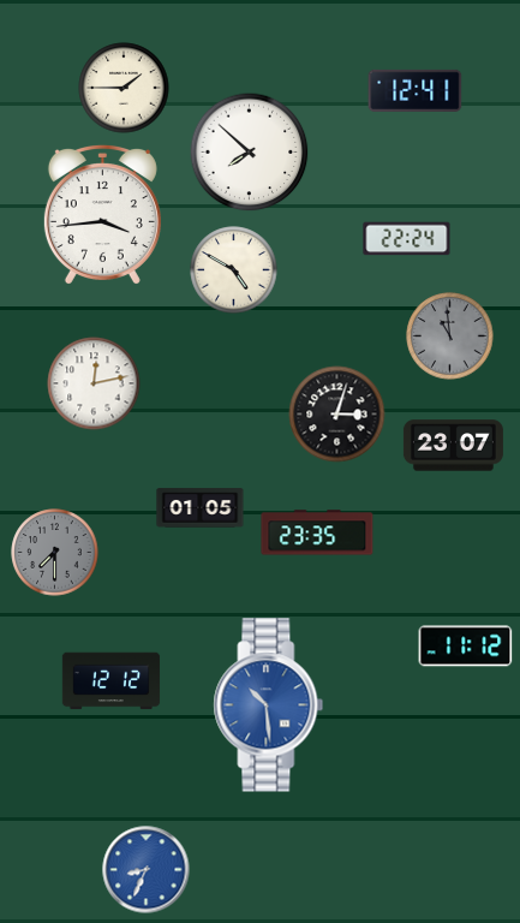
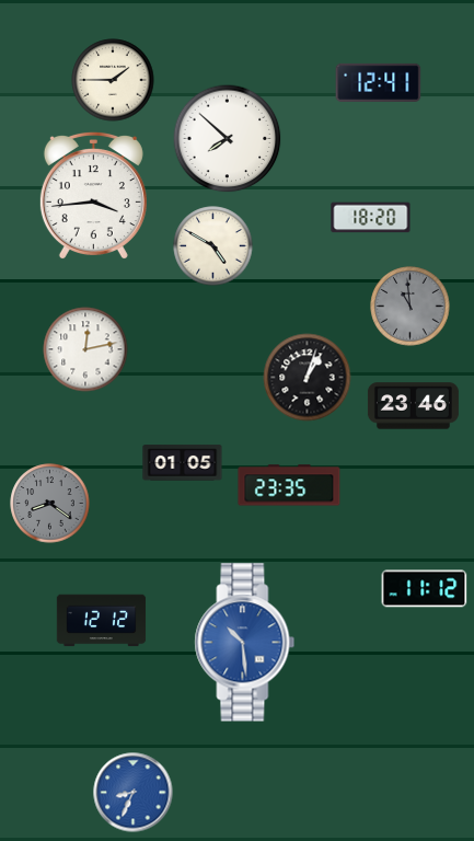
clock at (407, 239): 22:24 -> 18:20
clock at (337, 415): 3:03 -> 1:03
clock at (453, 446): 23:07 -> 23:46
clock at (55, 553): 7:30 -> 8:21
